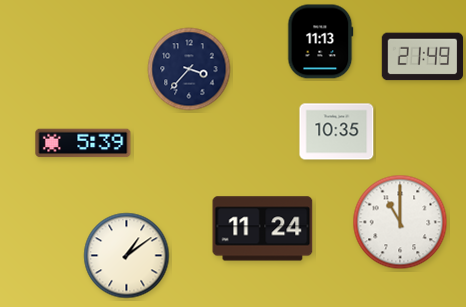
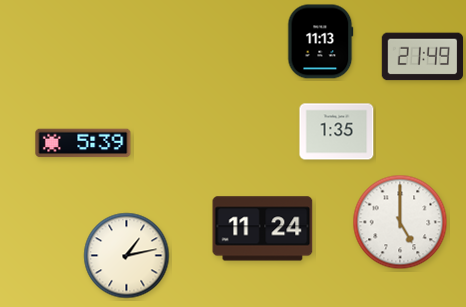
clock at (189, 69): 3:37 -> none
clock at (337, 132): 10:35 -> 1:35
clock at (400, 222): 11:00 -> 5:00
clock at (127, 256): 1:09 -> 1:13
